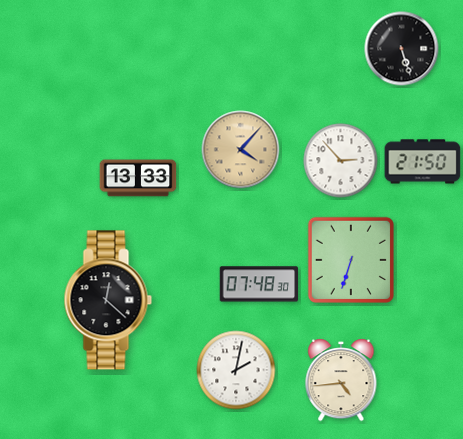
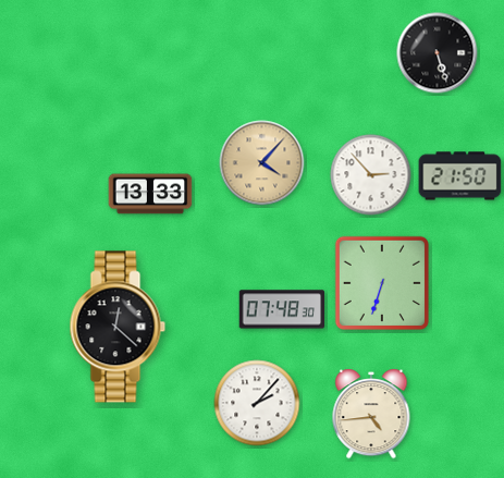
clock at (236, 370): 2:02 -> 2:07
